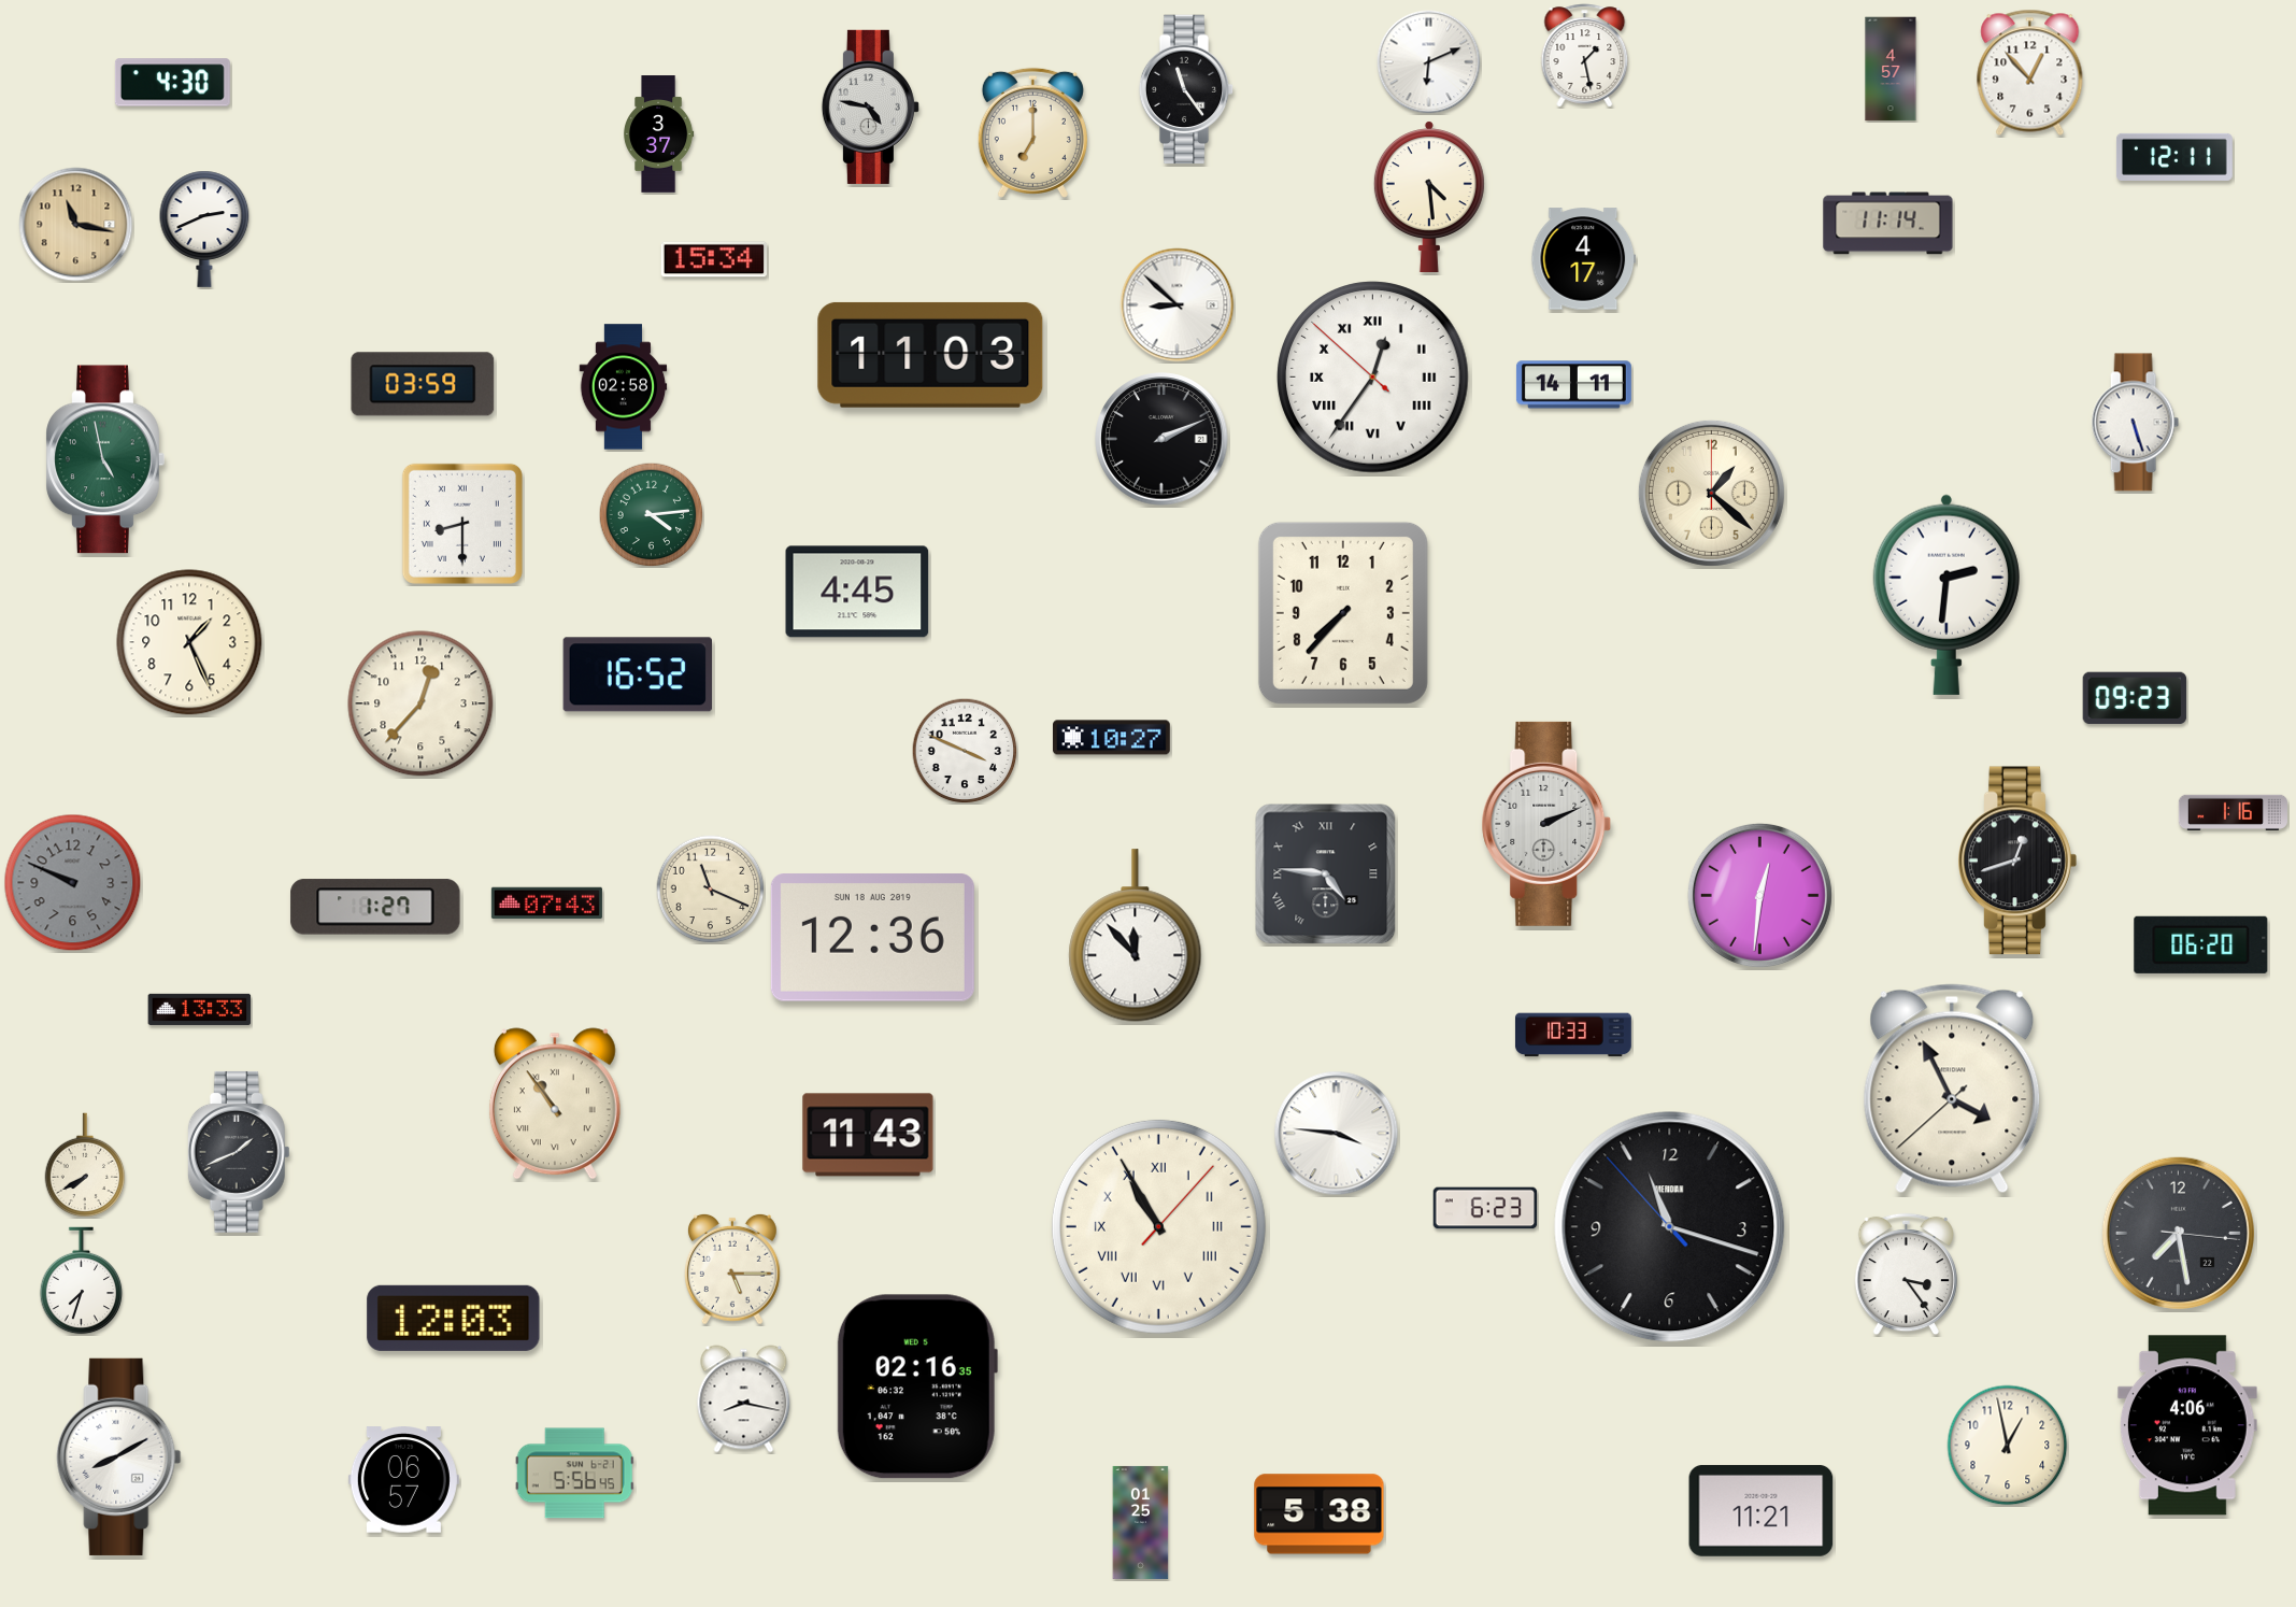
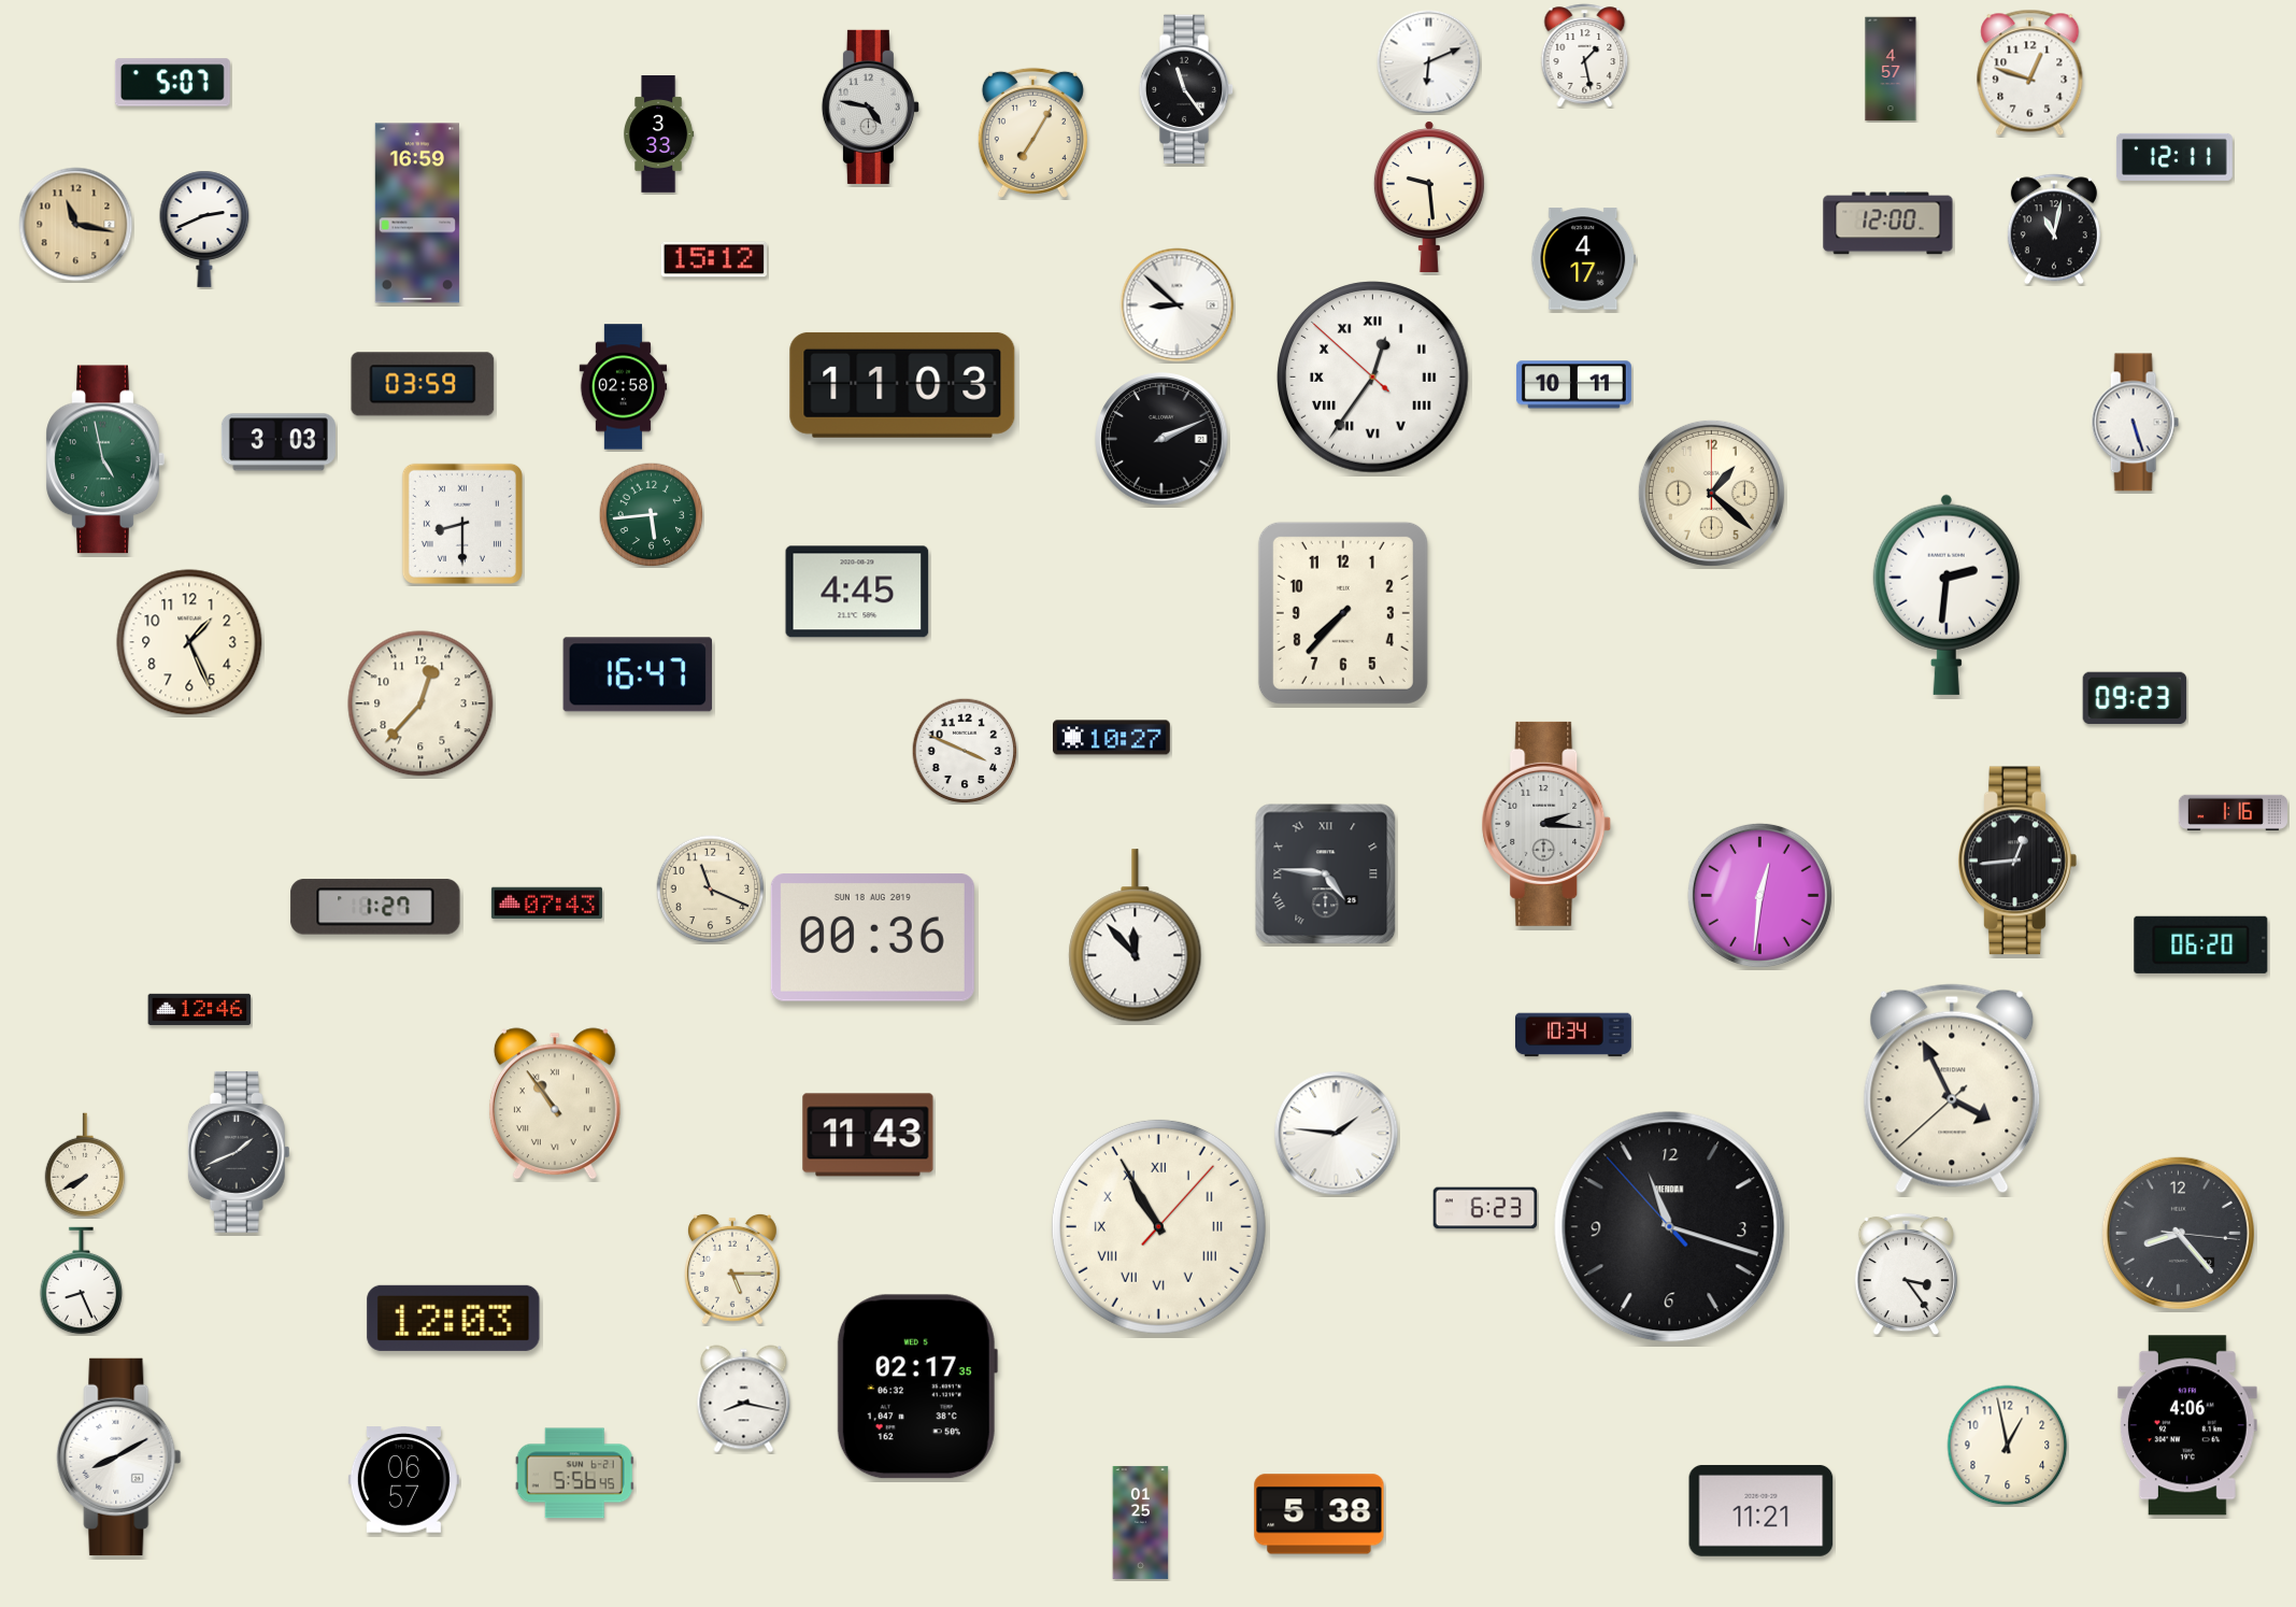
clock at (2030, 72): 12:53 -> 12:48
clock at (172, 83): 4:30 -> 5:07
clock at (1032, 132): 7:00 -> 7:05
clock at (658, 134): 3:37 -> 3:33
clock at (1429, 196): 4:29 -> 9:29
clock at (417, 213): none -> 16:59
clock at (1888, 224): 11:14 -> 12:00
clock at (2054, 229): none -> 11:02
clock at (713, 259): 15:34 -> 15:12
clock at (930, 355) position: (930, 355) -> (902, 385)
clock at (1573, 385): 14:11 -> 10:11
clock at (279, 442): none -> 3:03
clock at (651, 514): 4:14 -> 5:44
clock at (637, 674): 16:52 -> 16:47
clock at (1546, 824): 2:11 -> 2:16
clock at (2017, 861): 12:42 -> 12:44
clock at (73, 883): 9:49 -> none
clock at (872, 938): 12:36 -> 00:36
clock at (200, 1009): 13:33 -> 12:46
clock at (1573, 1035): 10:33 -> 10:34
clock at (1337, 1134): 3:46 -> 1:46
clock at (2178, 1233): 7:28 -> 8:23
clock at (82, 1281): 7:33 -> 8:26
clock at (917, 1386): 02:16 -> 02:17
